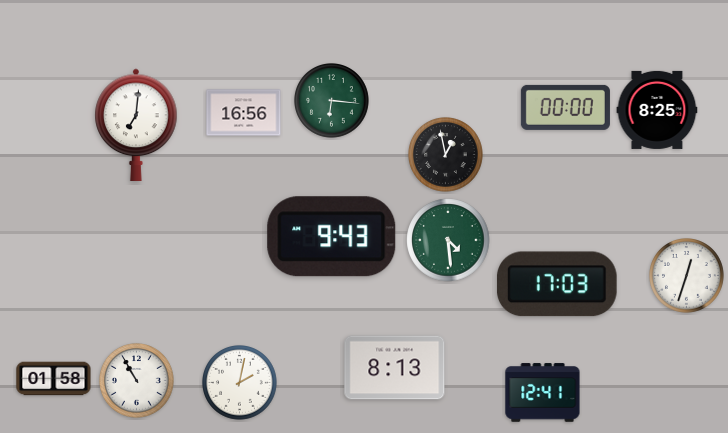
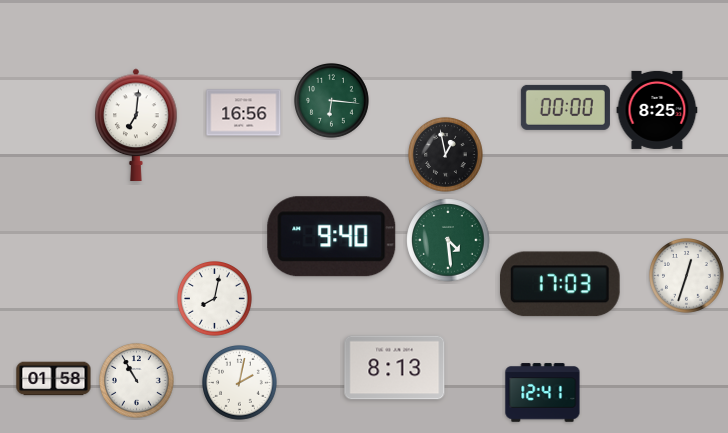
clock at (332, 237): 9:43 -> 9:40
clock at (557, 284) position: (557, 284) -> (560, 284)
clock at (215, 299): none -> 8:02
